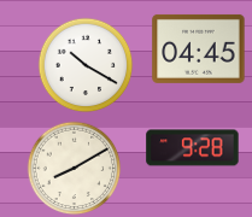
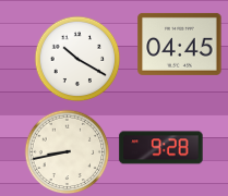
clock at (193, 148) position: (193, 148) -> (161, 148)
clock at (74, 168): 8:10 -> 8:43
